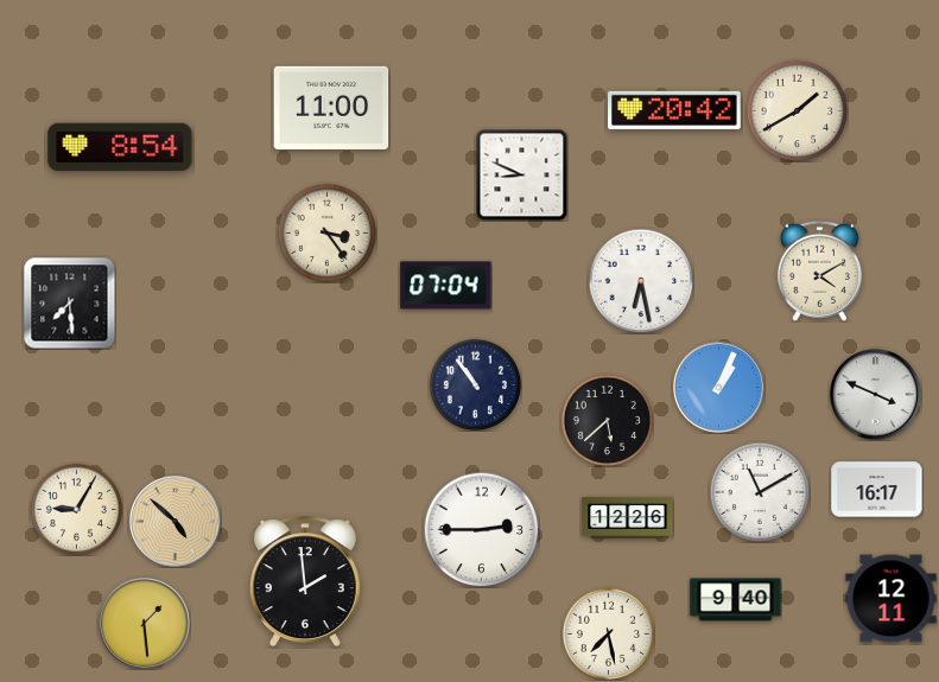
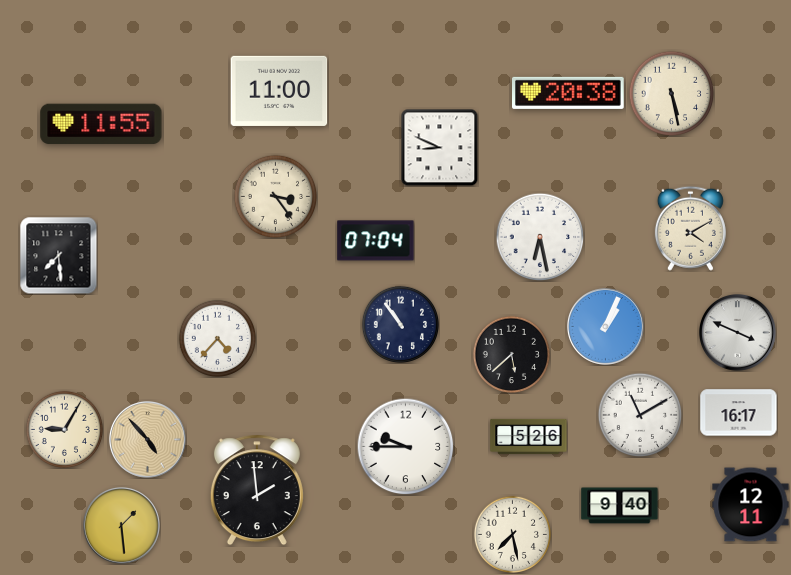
clock at (675, 110): 20:42 -> 20:38
clock at (797, 110): 1:40 -> 5:28
clock at (120, 147): 8:54 -> 11:55
clock at (217, 338): none -> 4:37
clock at (628, 517): 12:26 -> 5:26
clock at (175, 521): 4:52 -> 4:53
clock at (481, 529): 2:45 -> 9:45
